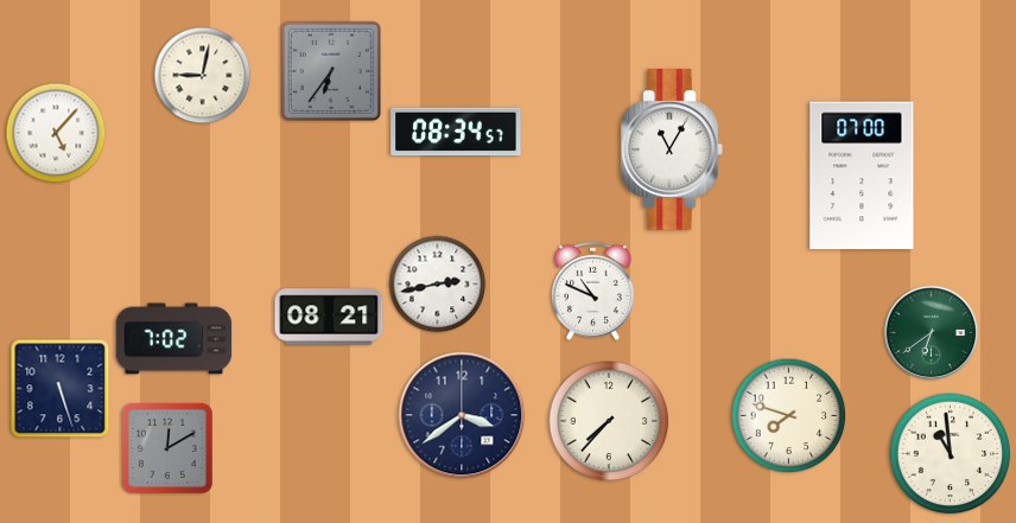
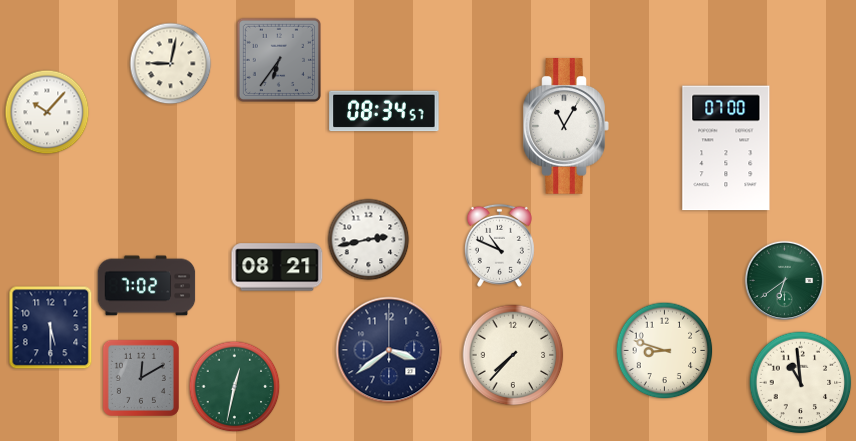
clock at (56, 133): 5:07 -> 10:07
clock at (61, 389): 5:27 -> 5:30
clock at (789, 416): 7:48 -> 8:48
clock at (235, 387): none -> 12:32
